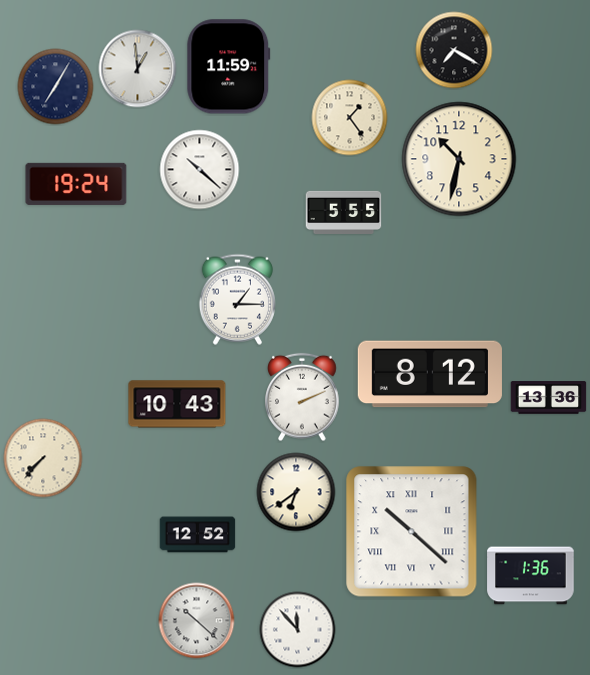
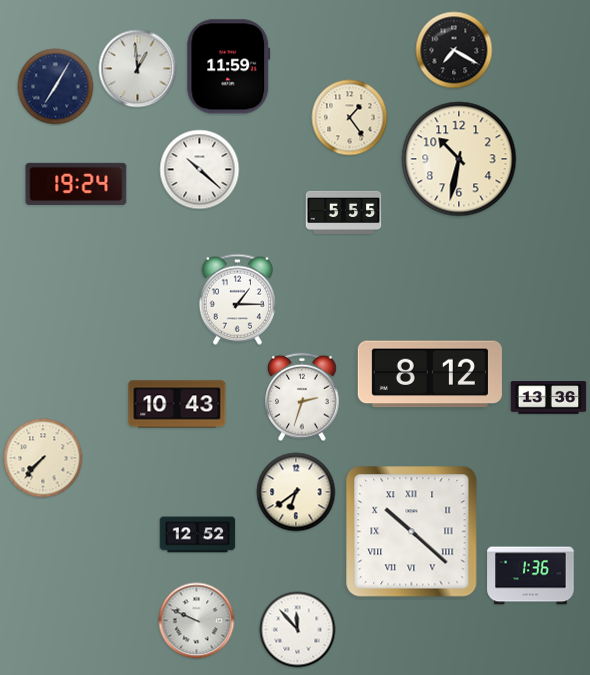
clock at (302, 397): 2:11 -> 2:33
clock at (197, 621): 10:22 -> 9:49
